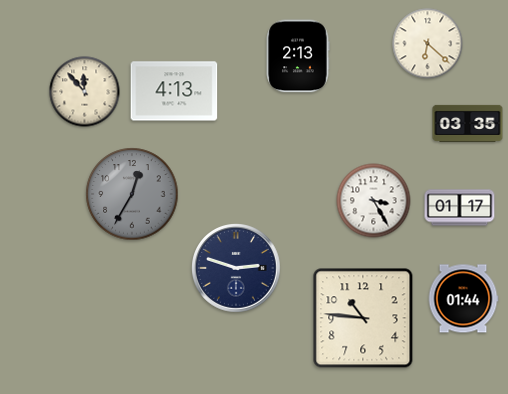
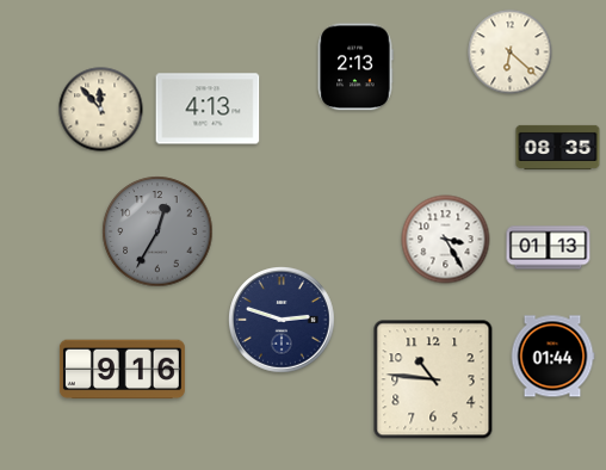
clock at (468, 123): 03:35 -> 08:35
clock at (460, 208): 01:17 -> 01:13
clock at (122, 370): none -> 9:16
